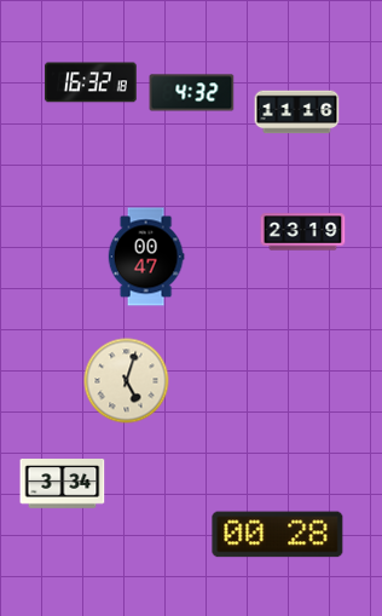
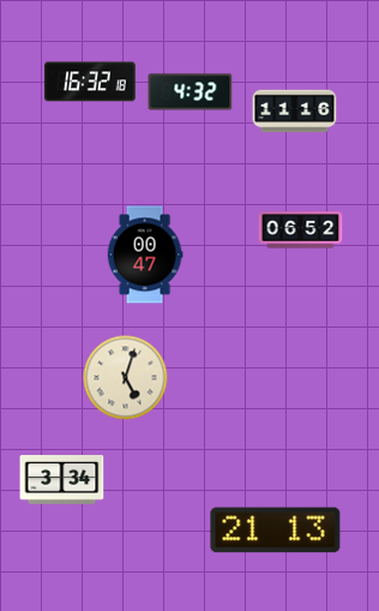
clock at (303, 232): 23:19 -> 06:52
clock at (278, 535): 00:28 -> 21:13
